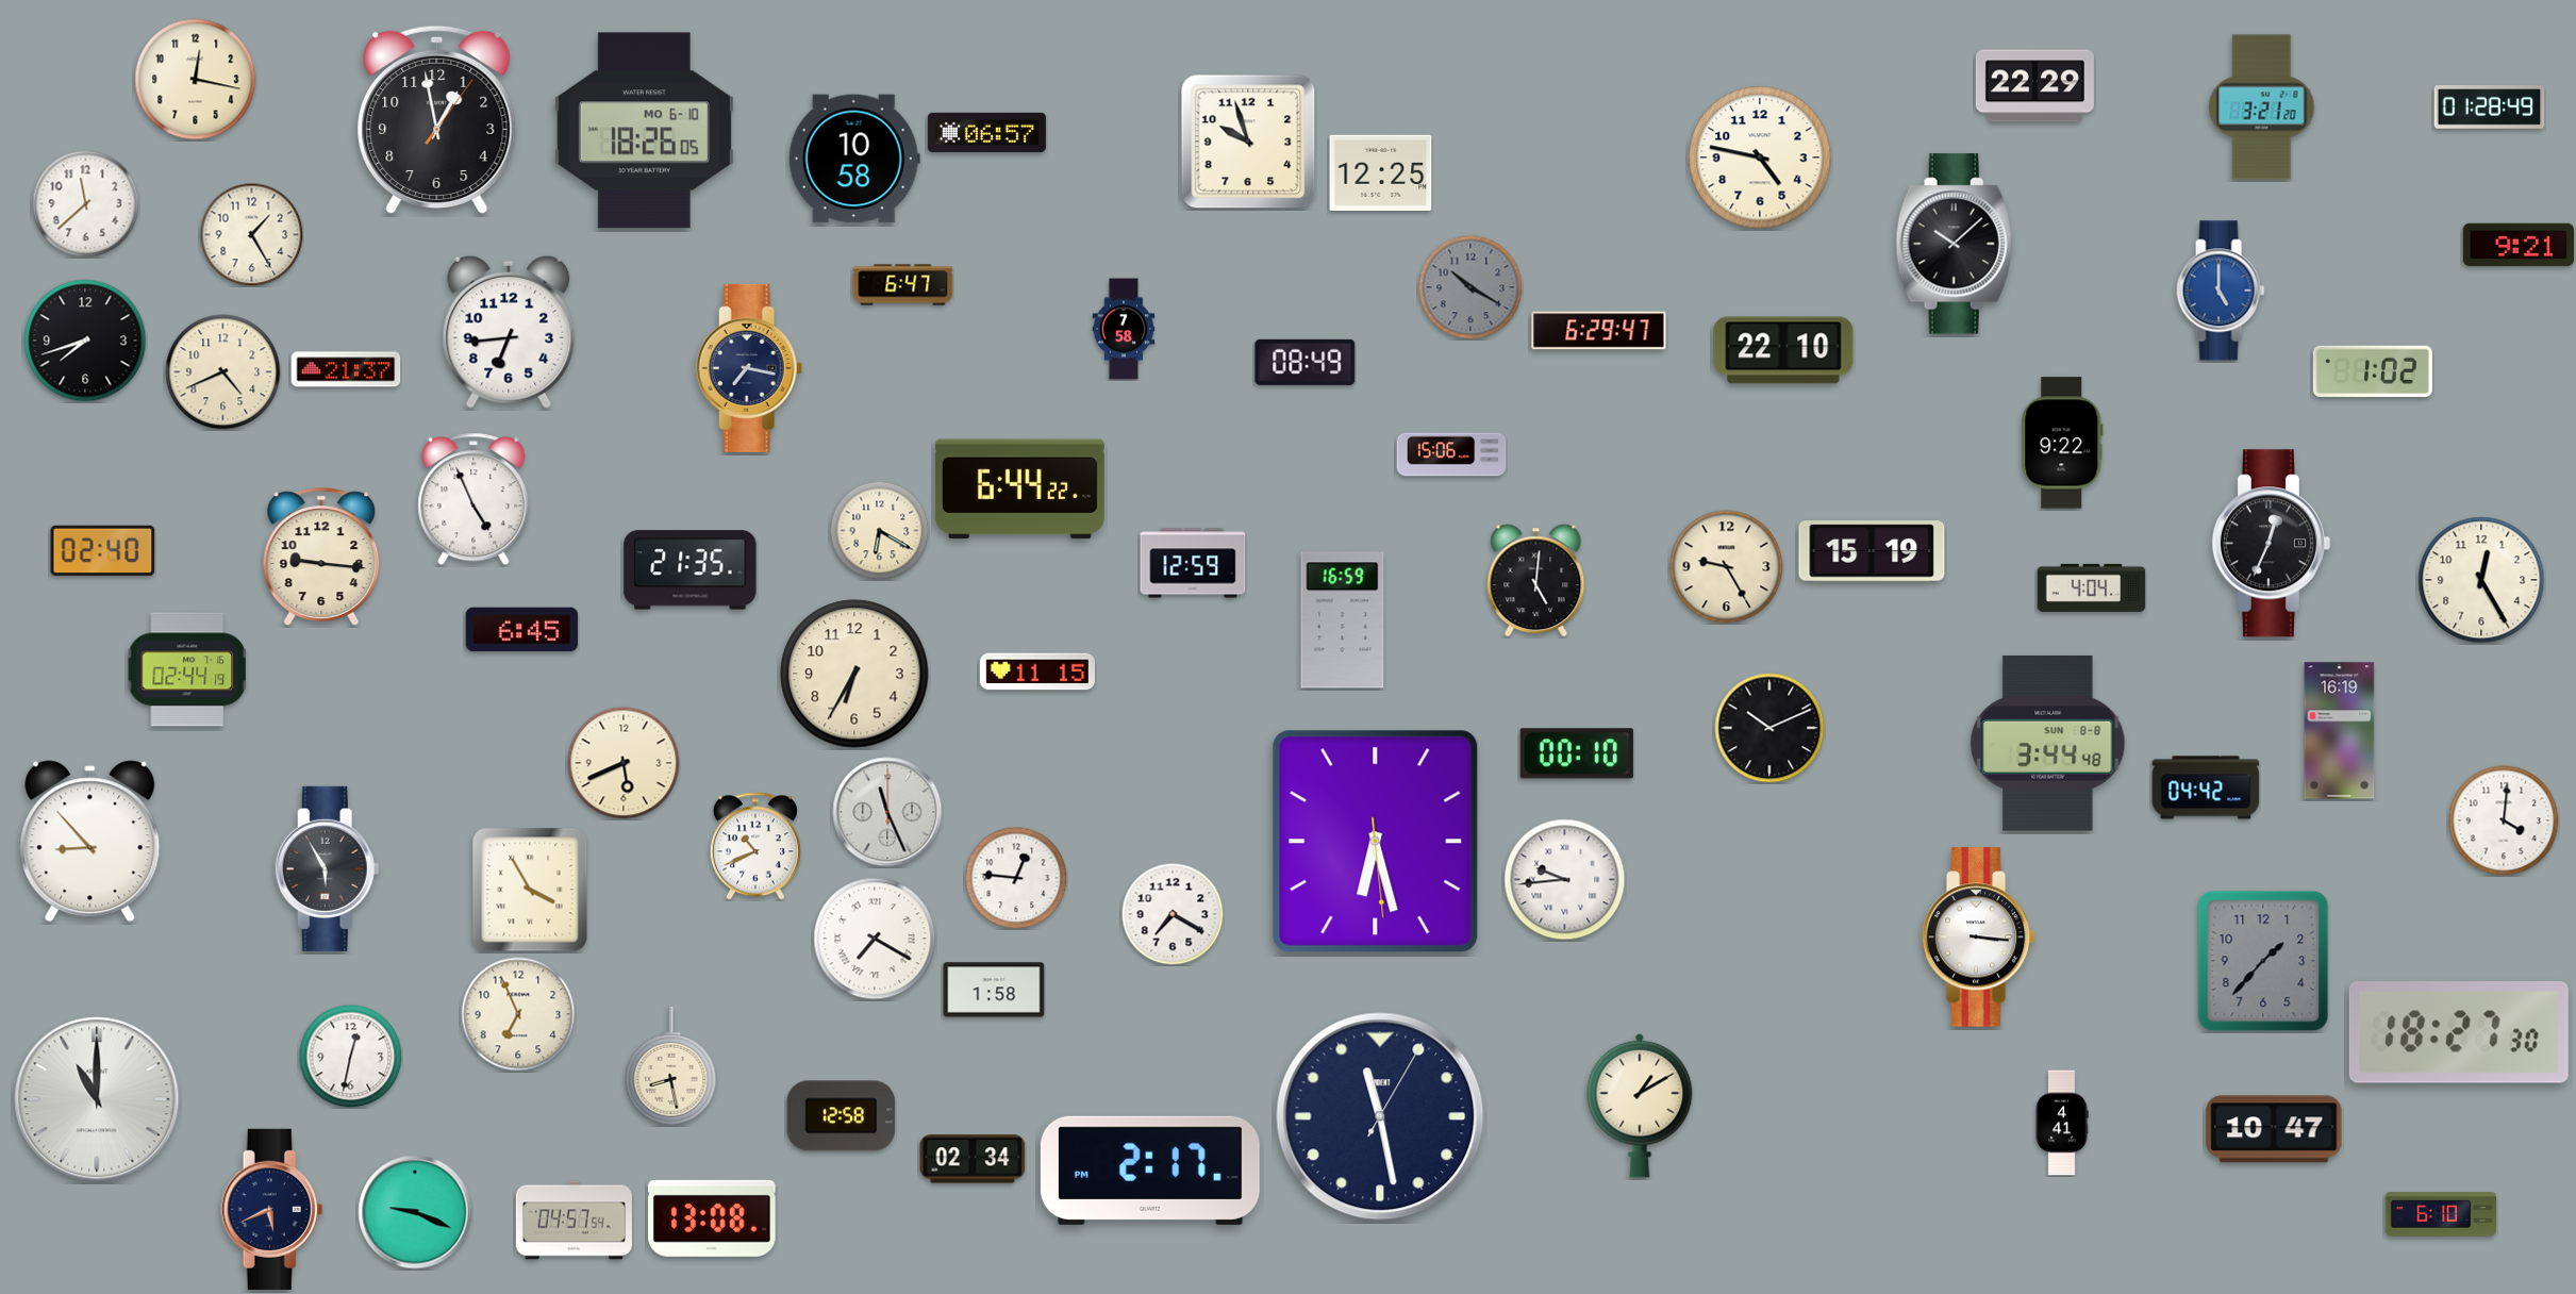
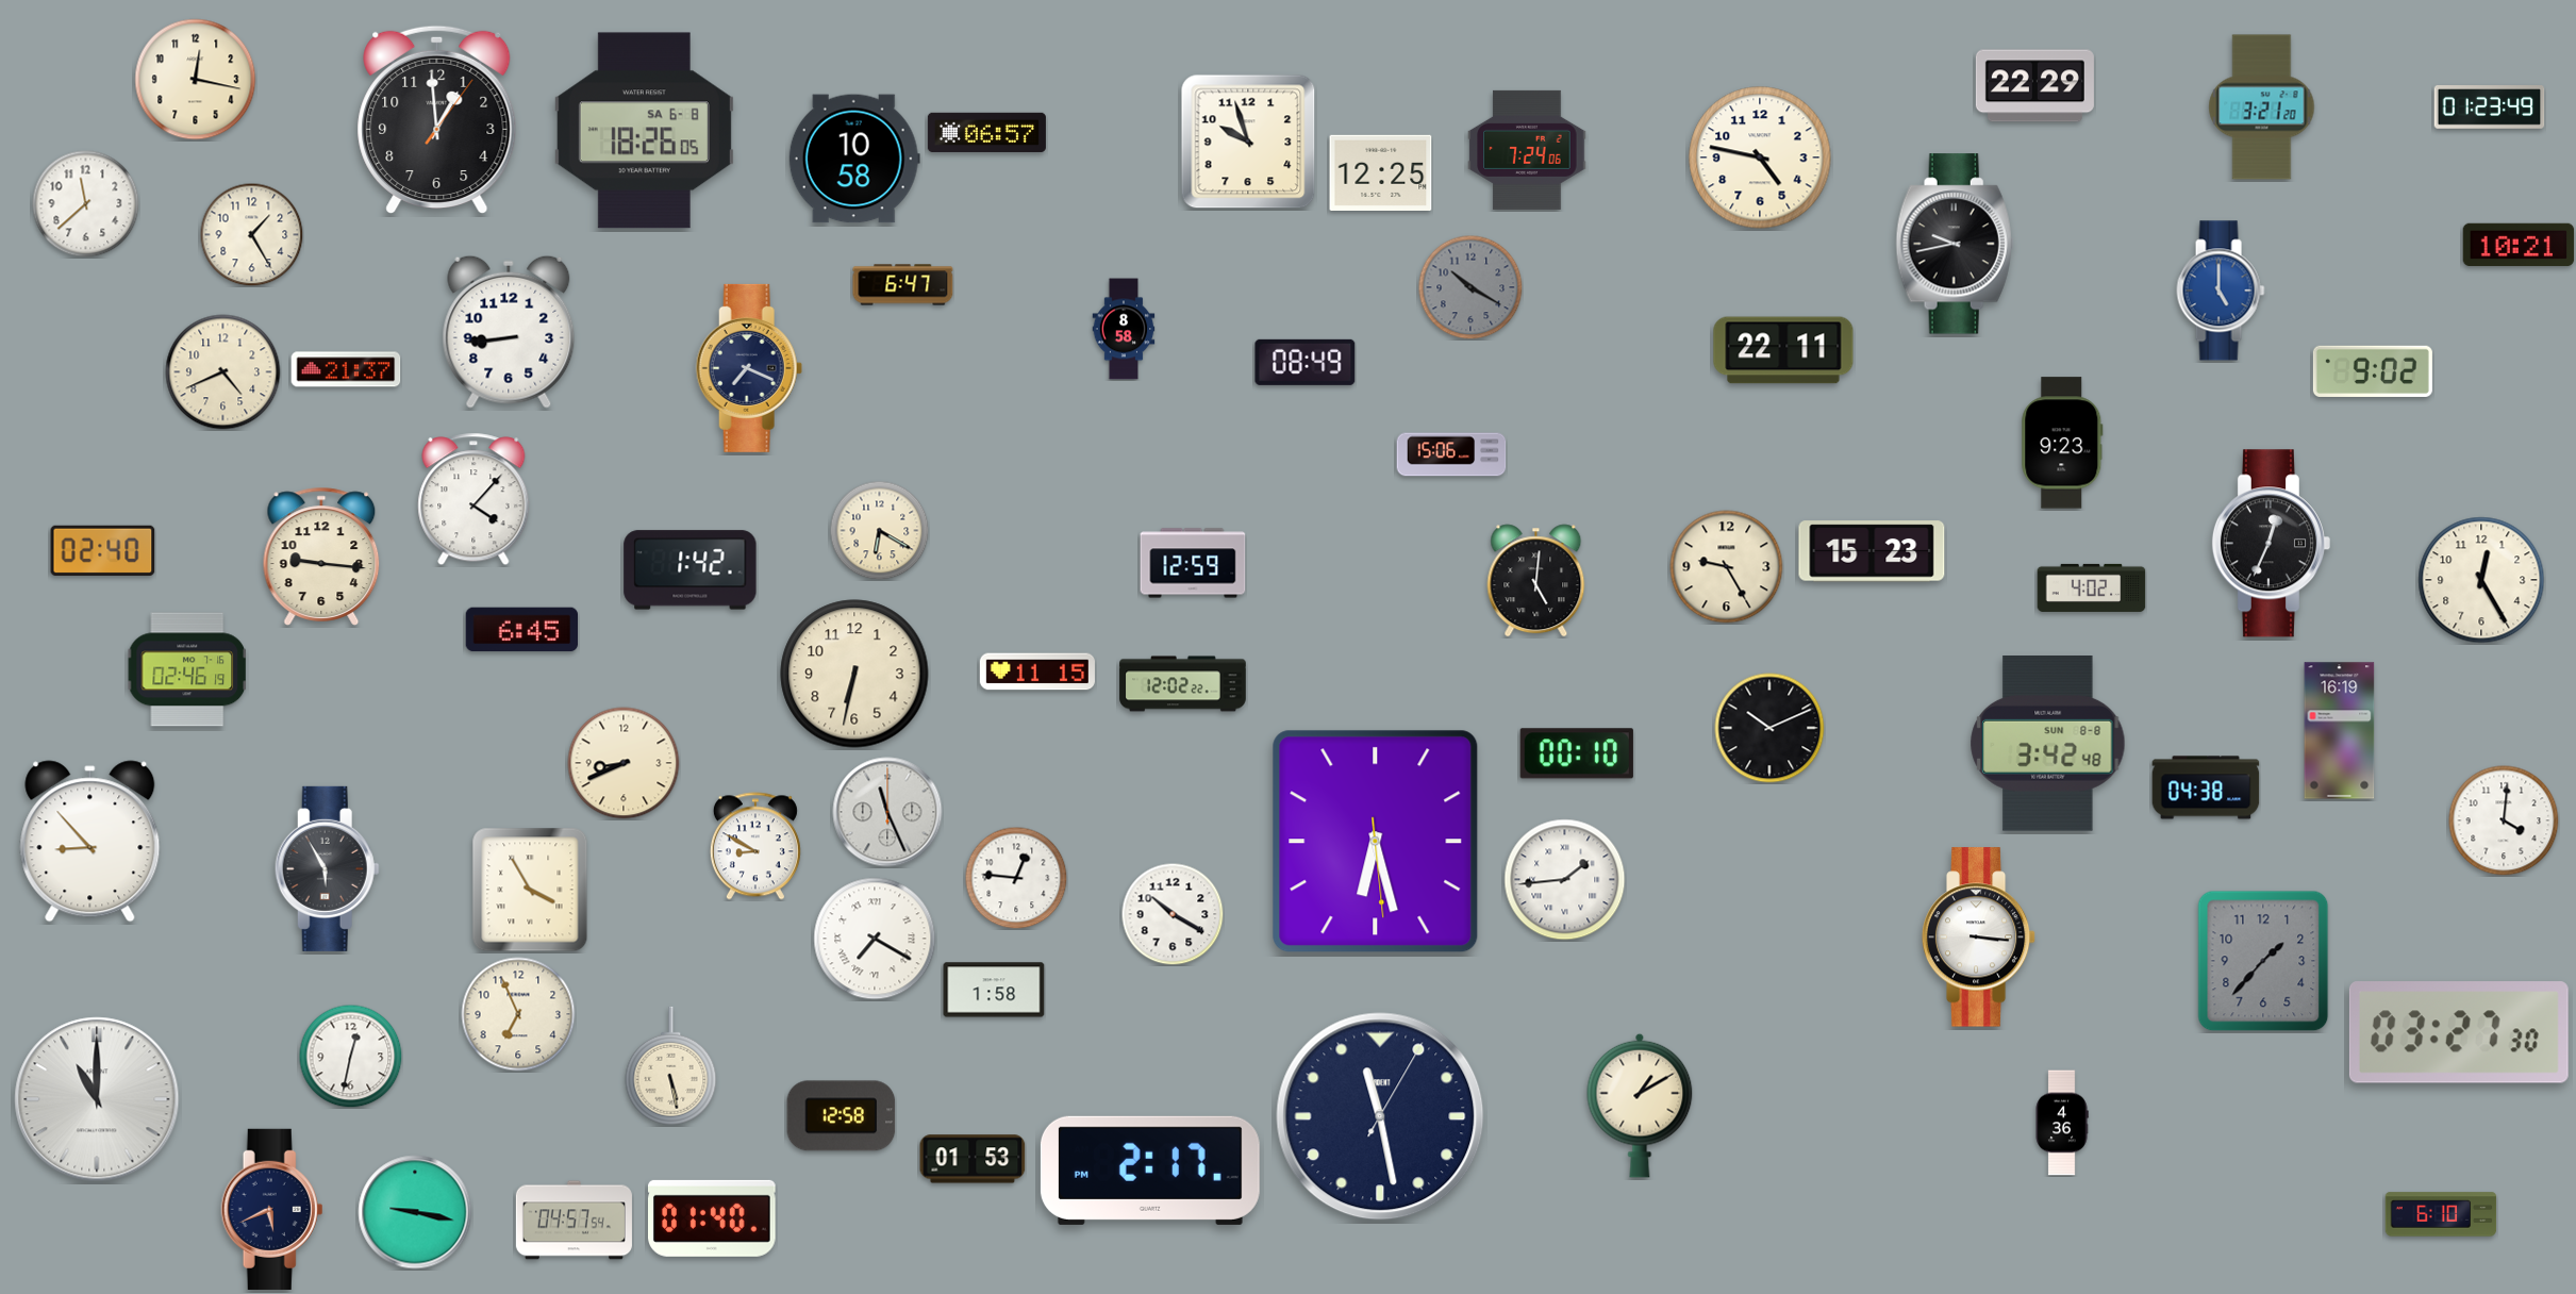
clock at (2490, 107): 01:28 -> 01:23
clock at (437, 120): 12:58 -> 12:59
clock at (644, 131) date: MO 6-10 -> SA 6-8
clock at (1527, 150): none -> 7:24
clock at (1955, 244): 10:08 -> 9:43
clock at (2519, 245): 9:21 -> 10:21
clock at (1124, 329): 7:58 -> 8:58
clock at (1599, 331): 6:29 -> none
clock at (509, 332): 6:44 -> 8:44
clock at (85, 341): 7:42 -> none
clock at (1783, 350): 22:10 -> 22:11
clock at (749, 368): 7:17 -> 7:19
clock at (2373, 371): 1:02 -> 9:02
clock at (2062, 443): 9:22 -> 9:23
clock at (1019, 490): 6:44 -> none
clock at (473, 499): 4:56 -> 4:07
clock at (1872, 551): 15:19 -> 15:23
clock at (691, 570): 21:35 -> 1:42
clock at (2092, 587): 4:04 -> 4:02
clock at (1343, 620): 16:59 -> none
clock at (186, 669): 02:44 -> 02:46
clock at (854, 674): 6:35 -> 6:32
clock at (1183, 684): none -> 12:02
clock at (2048, 744): 3:44 -> 3:42
clock at (624, 763): 5:41 -> 8:41
clock at (2206, 787): 04:42 -> 04:38
clock at (755, 846): 10:41 -> 8:50
clock at (1565, 880): 9:44 -> 1:44
clock at (1173, 914): 7:20 -> 10:20
clock at (2459, 1032): 18:27 -> 03:27
clock at (671, 1066): 8:28 -> 5:28
clock at (2062, 1123): 4:41 -> 4:36
clock at (2274, 1129): 10:47 -> none
clock at (973, 1159): 02:34 -> 01:53
clock at (415, 1212): 9:19 -> 9:17
clock at (713, 1218): 13:08 -> 01:40
